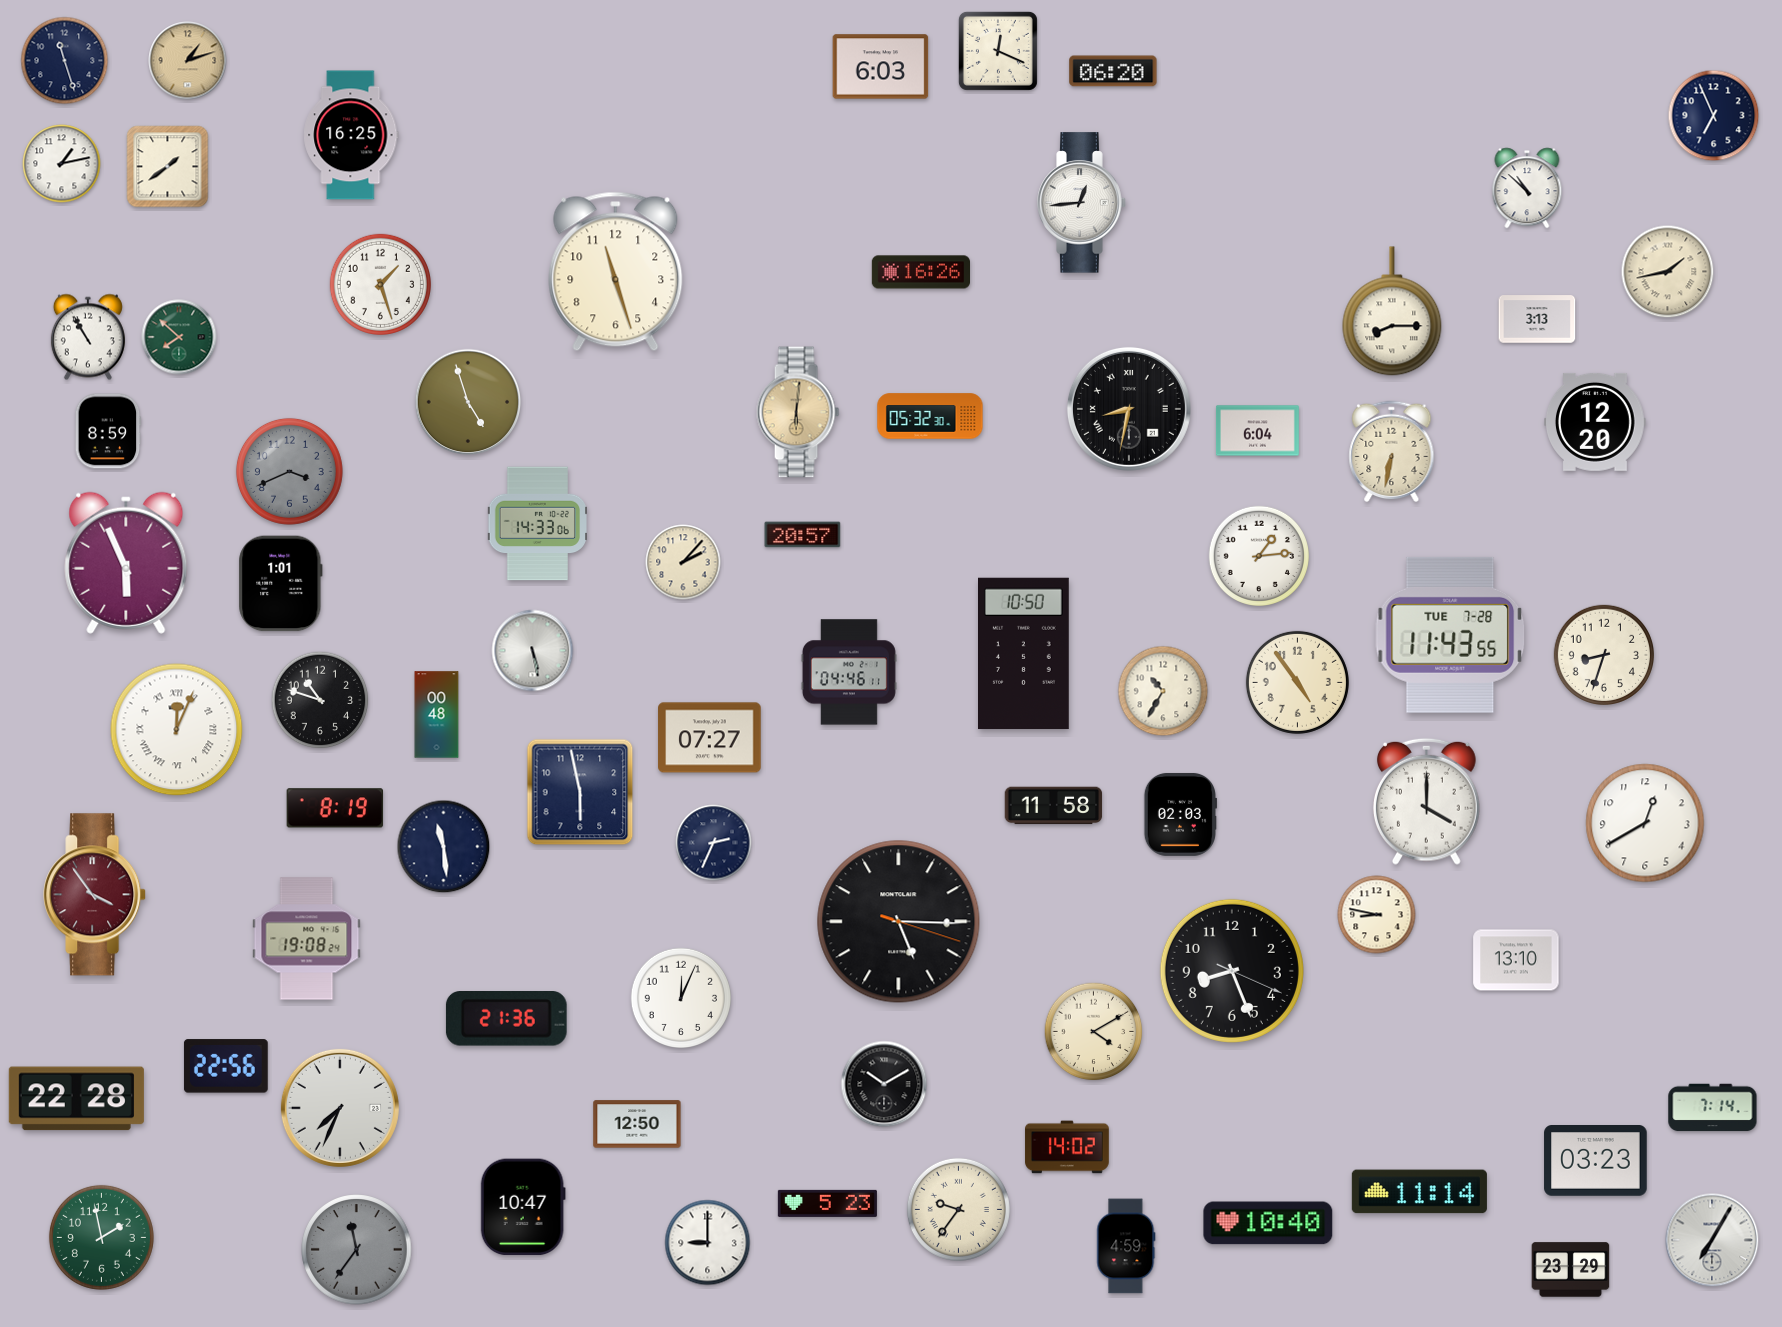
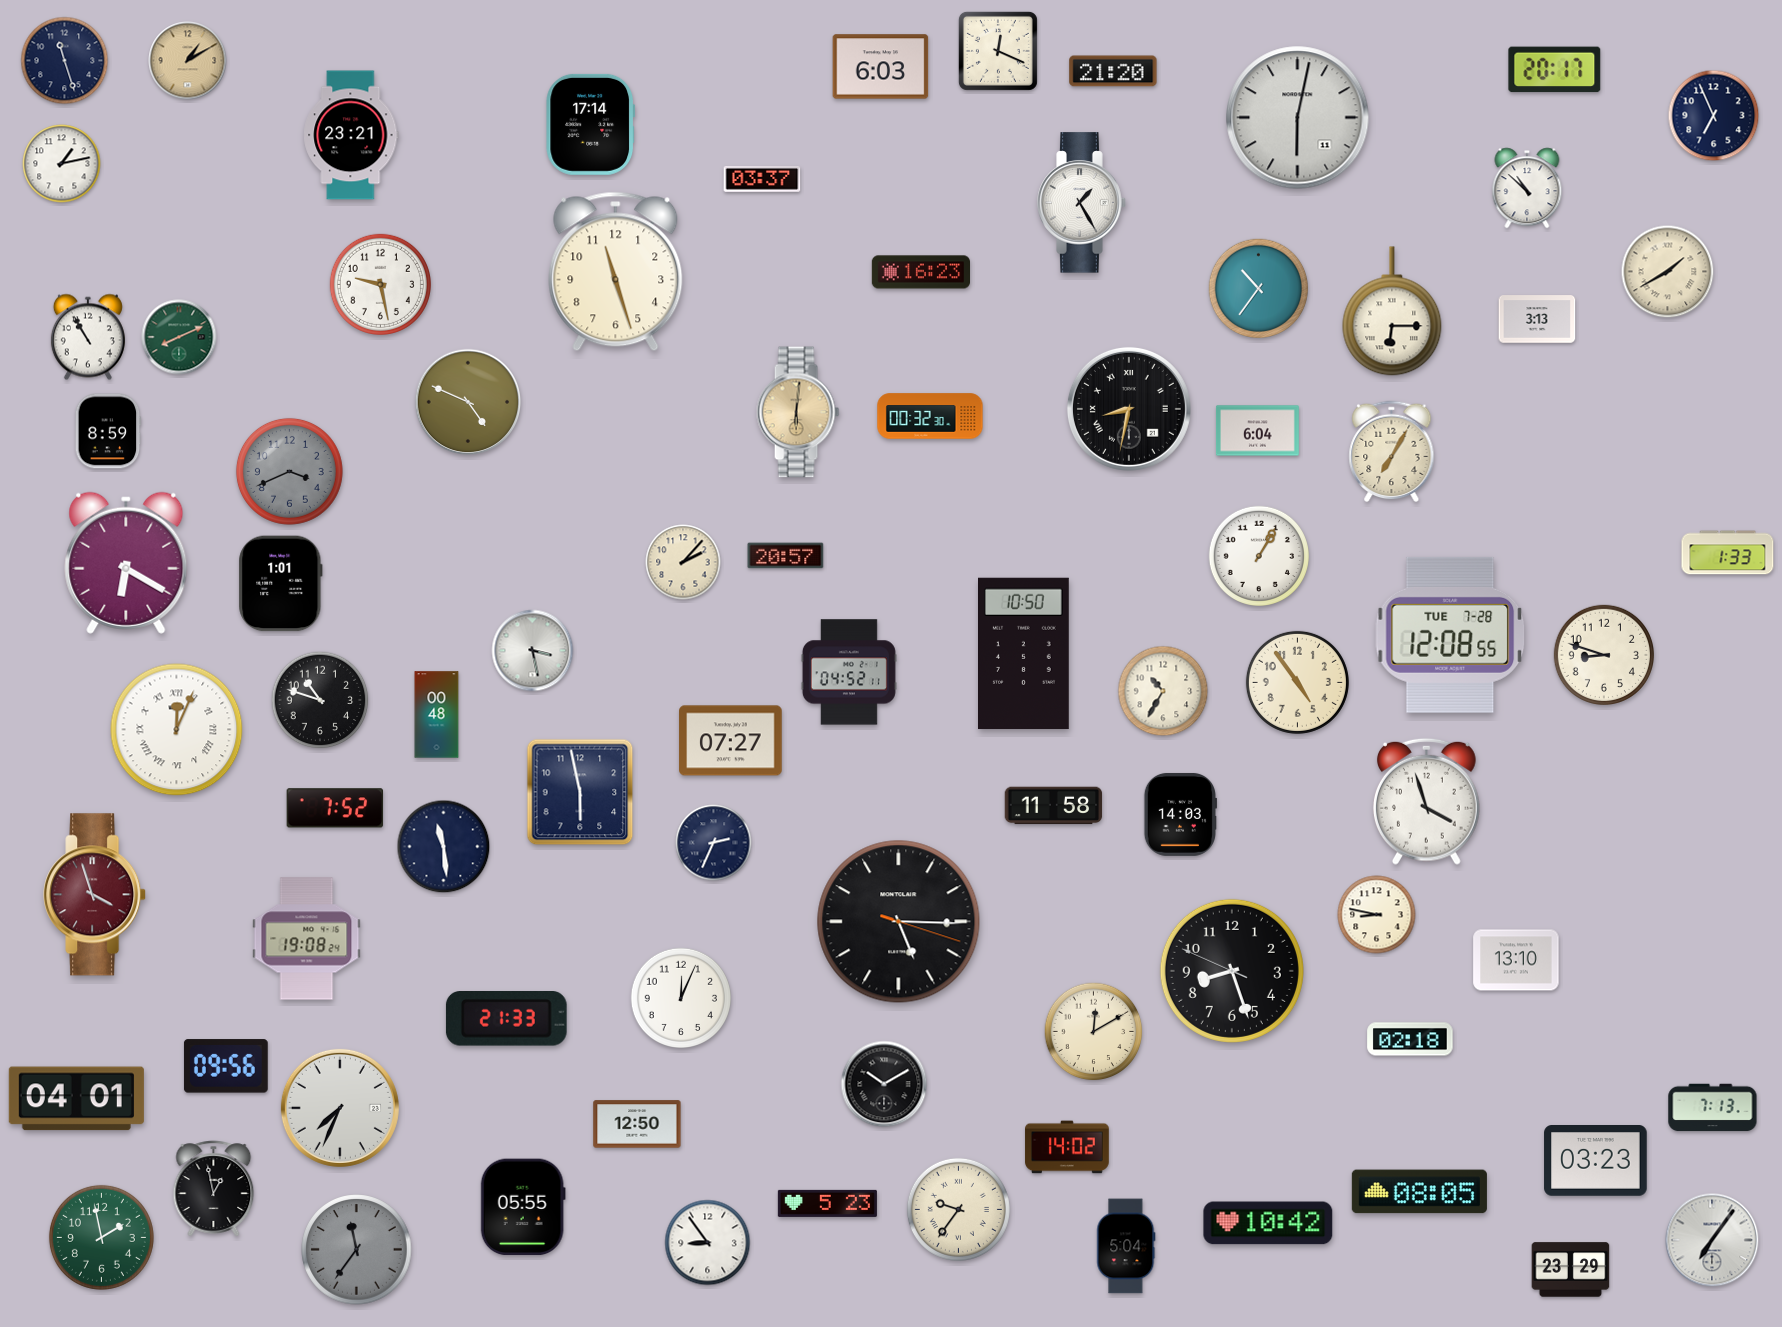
clock at (188, 61): 1:12 -> 1:10
clock at (1555, 70): none -> 20:17
clock at (1113, 71): 06:20 -> 21:20
clock at (1298, 118): none -> 6:02
clock at (591, 124): none -> 17:14
clock at (351, 135): 16:25 -> 23:21
clock at (168, 167): 1:39 -> none
clock at (762, 179): none -> 03:37
clock at (1082, 203): 12:44 -> 1:25
clock at (920, 272): 16:26 -> 16:23
clock at (1668, 272): 1:43 -> 1:40
clock at (380, 284): 1:27 -> 9:28
clock at (1258, 288): none -> 10:36
clock at (1392, 311): 8:15 -> 6:15
clock at (179, 337): 7:52 -> 8:11
clock at (468, 402): 4:57 -> 4:49
clock at (930, 416): 05:32 -> 00:32
clock at (1596, 422): 12:20 -> none
clock at (1392, 452): 6:32 -> 7:05
clock at (538, 524): 14:33 -> none
clock at (803, 535) position: (803, 535) -> (786, 556)
clock at (1728, 553): none -> 1:33
clock at (1258, 555): 1:14 -> 1:05
clock at (126, 563): 5:56 -> 6:20
clock at (1450, 635): 11:43 -> 12:08
clock at (533, 651): 5:28 -> 3:28
clock at (1603, 654): 8:33 -> 8:48
clock at (849, 672): 04:46 -> 04:52
clock at (710, 738) position: (710, 738) -> (731, 741)
clock at (1426, 801): 4:00 -> 3:57
clock at (335, 808): 8:19 -> 7:52
clock at (1180, 814): 02:03 -> 14:03
clock at (1645, 823): 12:40 -> none
clock at (95, 895): 3:54 -> 3:57
clock at (1232, 971): 8:26:19 -> 8:26:49
clock at (506, 1019): 21:36 -> 21:33
clock at (1094, 1032): 4:10 -> 12:10
clock at (1410, 1039): none -> 02:18
clock at (226, 1066): 22:56 -> 09:56
clock at (76, 1099): 22:28 -> 04:01
clock at (1713, 1108): 7:14 -> 7:13
clock at (214, 1189): none -> 12:58
clock at (1419, 1192): 11:14 -> 08:05
clock at (523, 1207): 10:47 -> 05:55
clock at (1268, 1223): 10:40 -> 10:42
clock at (1712, 1240): 7:05 -> 7:06
clock at (708, 1243): 9:00 -> 8:54
clock at (1126, 1246): 4:59 -> 5:04
